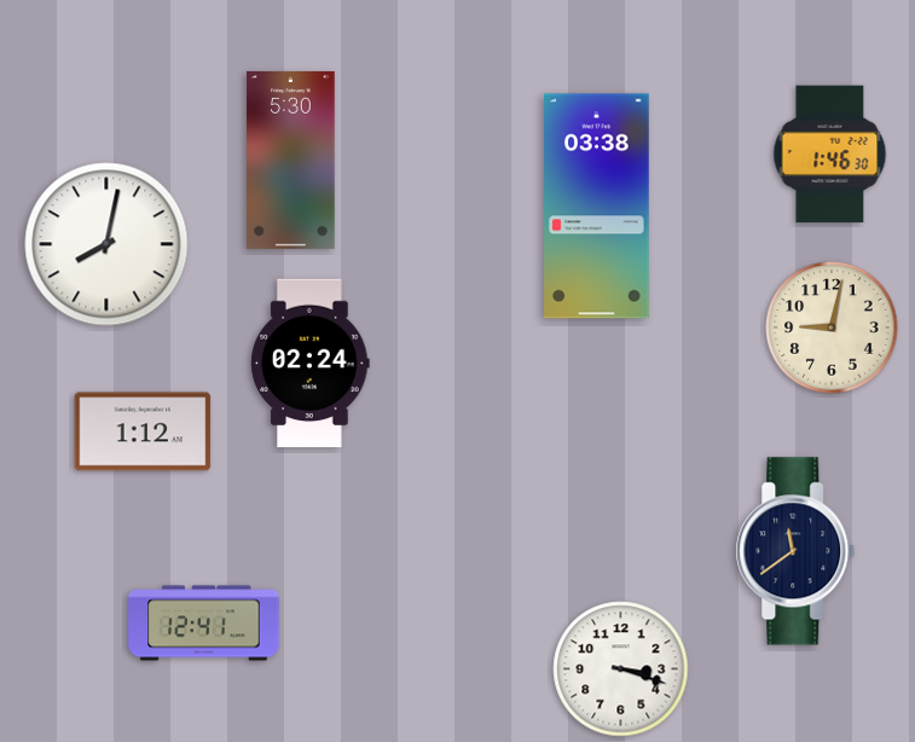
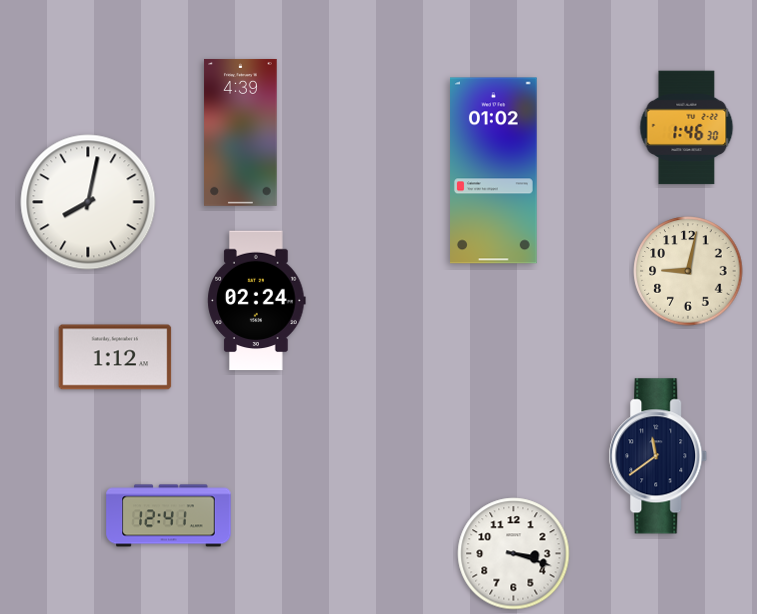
clock at (291, 160): 5:30 -> 4:39
clock at (597, 207): 03:38 -> 01:02
clock at (143, 431) position: (143, 431) -> (115, 357)
